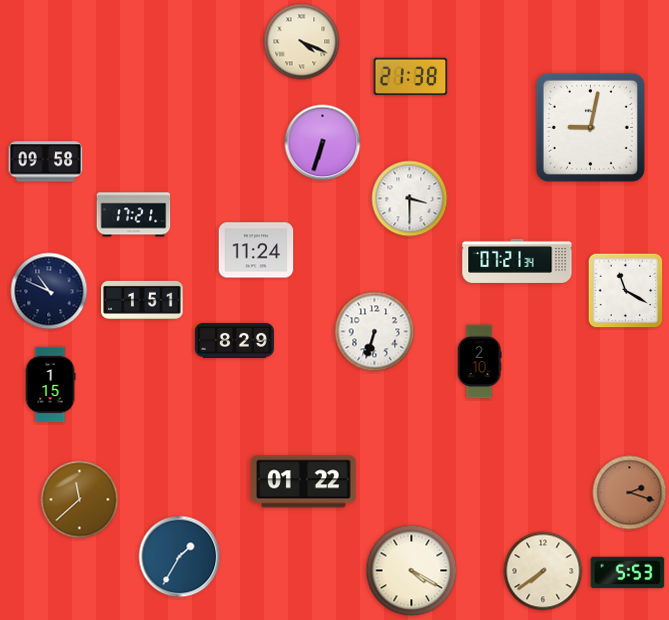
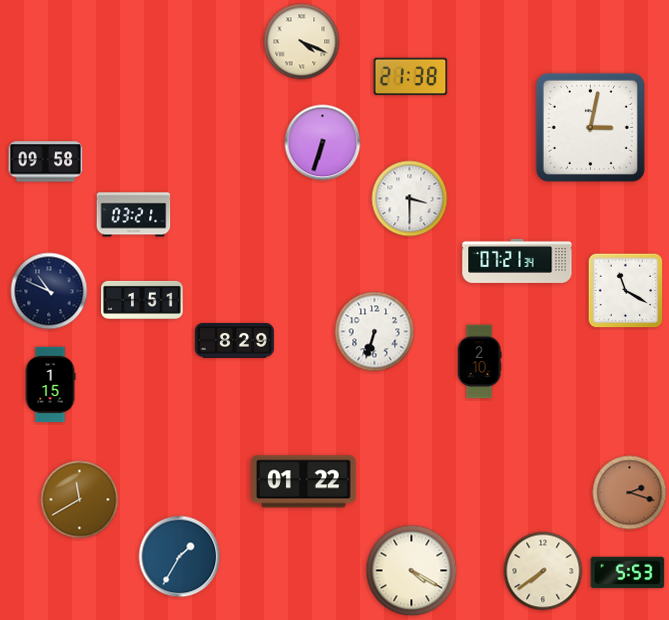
clock at (590, 127): 9:02 -> 3:02
clock at (134, 215): 17:21 -> 03:21
clock at (256, 250): 11:24 -> none
clock at (80, 500): 11:38 -> 11:40
